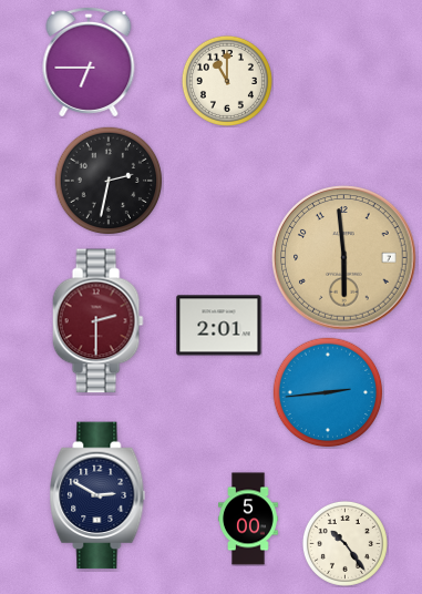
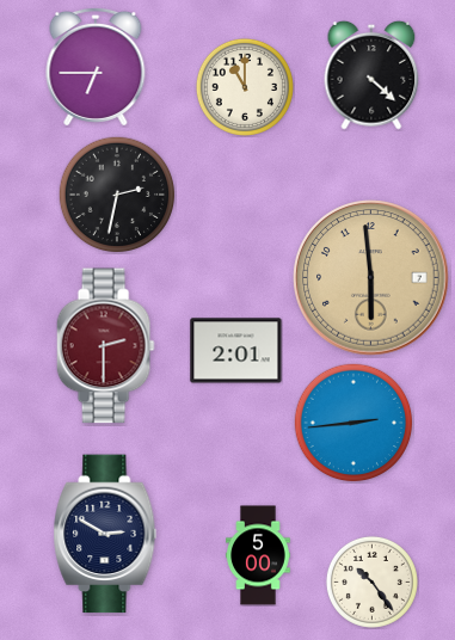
clock at (371, 75): none -> 4:22
clock at (248, 519) position: (248, 519) -> (258, 555)
clock at (344, 543) position: (344, 543) -> (371, 581)
